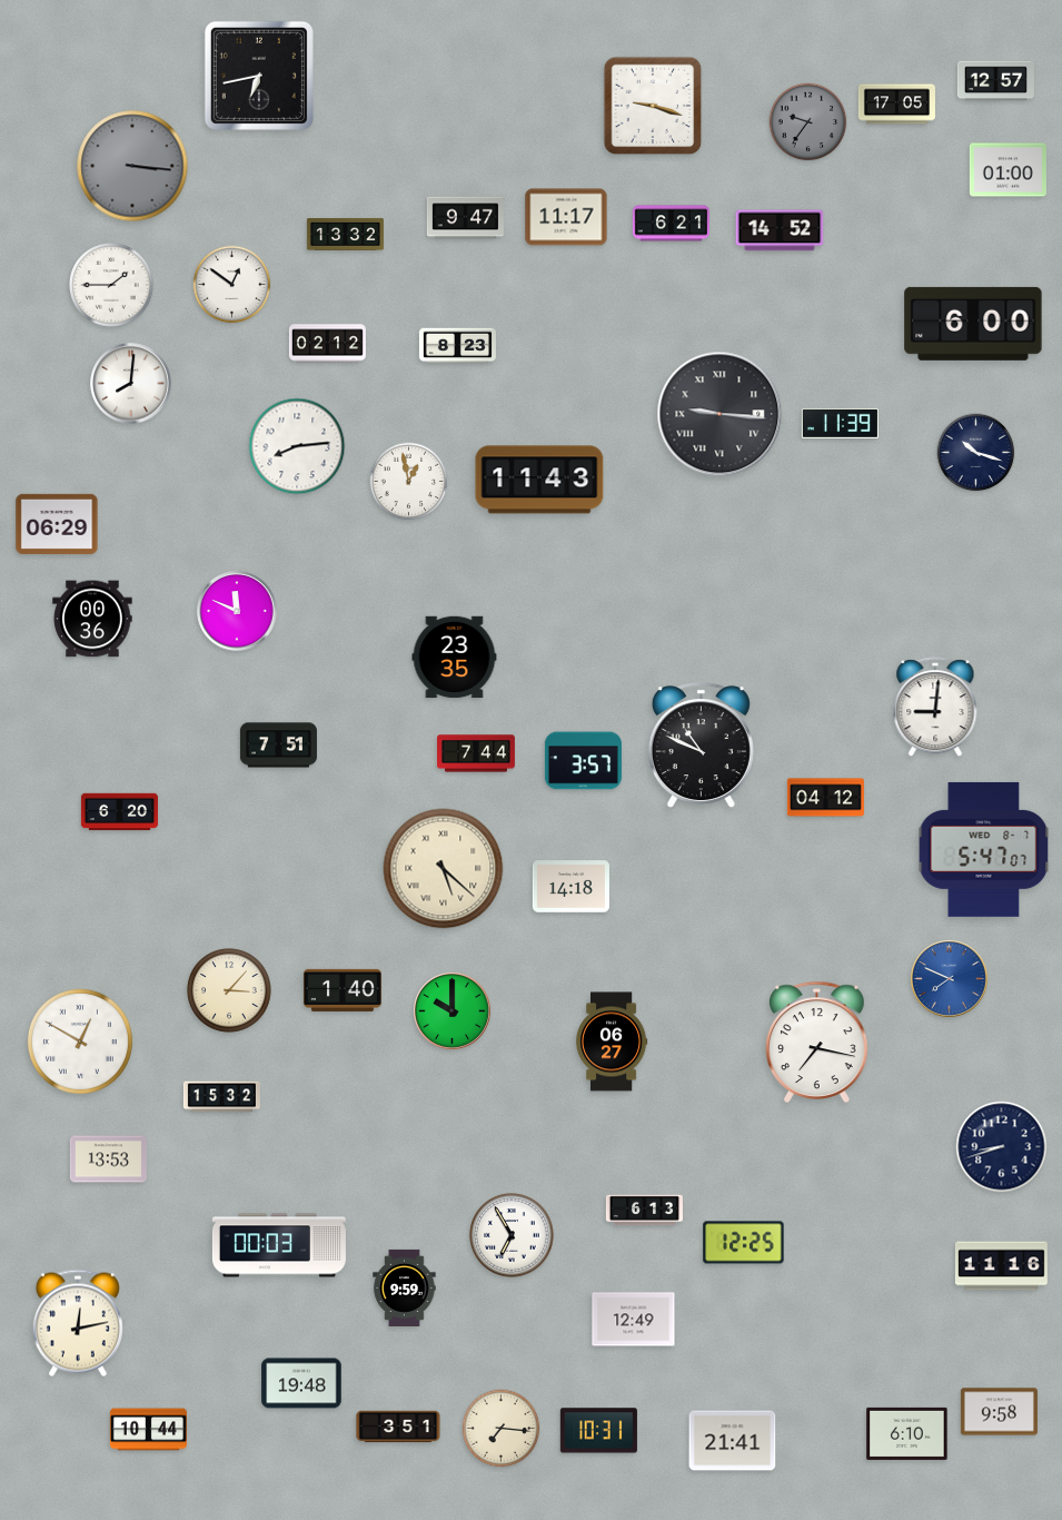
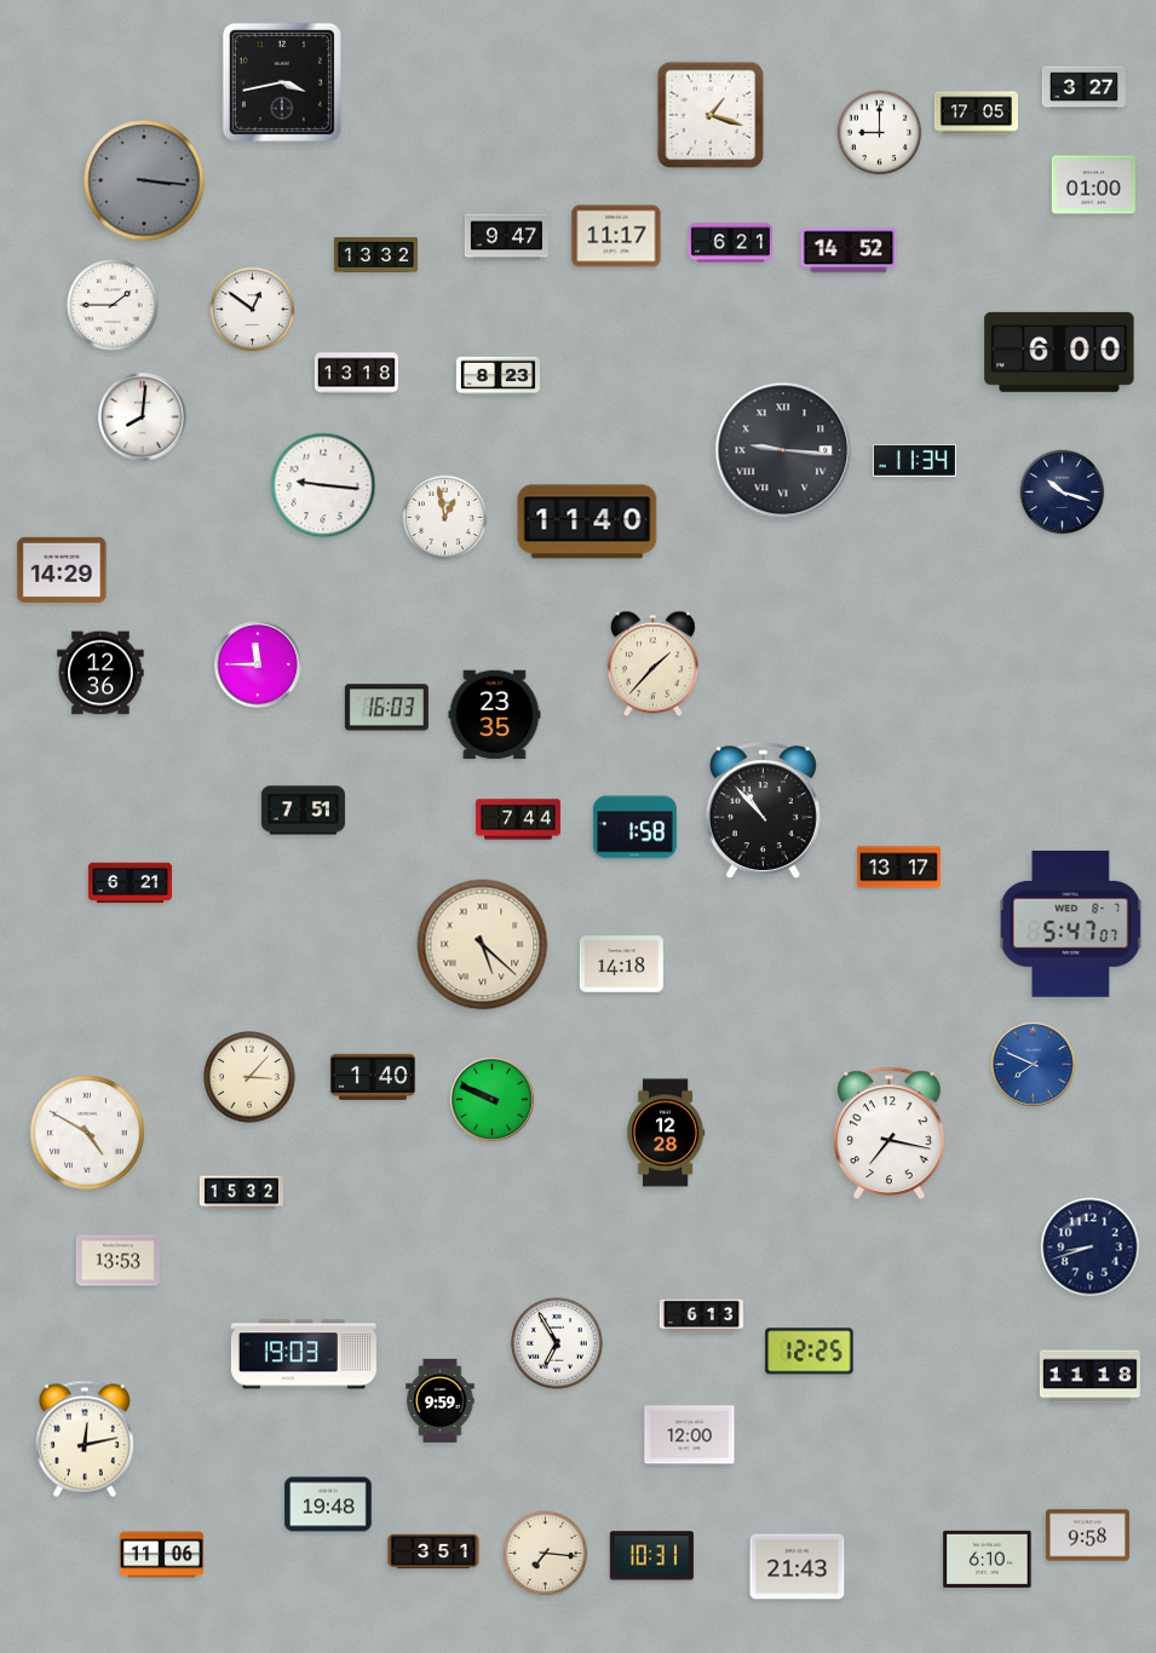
clock at (259, 76): 6:43 -> 3:43
clock at (995, 81): 12:57 -> 3:27
clock at (653, 106): 9:18 -> 1:18
clock at (808, 122): 9:36 -> 9:00
clock at (808, 122) dial: grey -> white
clock at (1008, 170) position: (1008, 170) -> (1093, 185)
clock at (111, 285) position: (111, 285) -> (113, 305)
clock at (327, 344): 02:12 -> 13:18
clock at (840, 423): 11:39 -> 11:34
clock at (297, 446): 8:14 -> 9:16
clock at (539, 480): 11:43 -> 11:40
clock at (409, 482) position: (409, 482) -> (445, 518)
clock at (57, 524): 06:29 -> 14:29
clock at (237, 611): 11:49 -> 11:45
clock at (652, 664): none -> 1:37
clock at (92, 619): 00:36 -> 12:36
clock at (386, 708): none -> 16:03
clock at (935, 708): 9:01 -> none
clock at (701, 746): 10:49 -> 10:53
clock at (583, 761): 3:57 -> 1:58
clock at (825, 798): 04:12 -> 13:17
clock at (119, 812): 6:20 -> 6:21
clock at (451, 1010): 10:00 -> 9:49
clock at (80, 1042): 12:50 -> 4:50
clock at (612, 1042): 06:27 -> 12:28
clock at (279, 1245): 00:03 -> 19:03
clock at (1001, 1266): 11:16 -> 11:18
clock at (634, 1320): 12:49 -> 12:00
clock at (148, 1430): 10:44 -> 11:06
clock at (733, 1441): 21:41 -> 21:43
